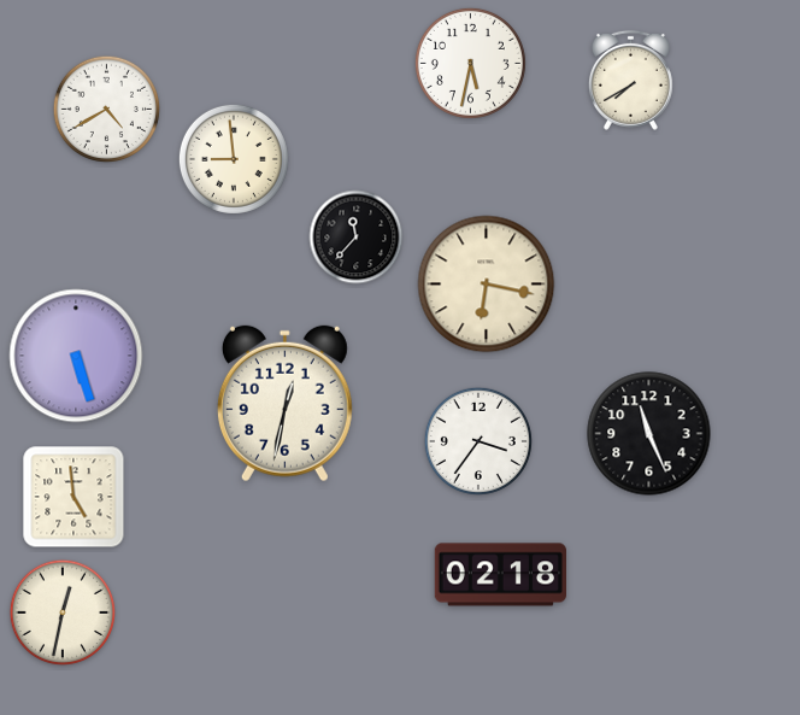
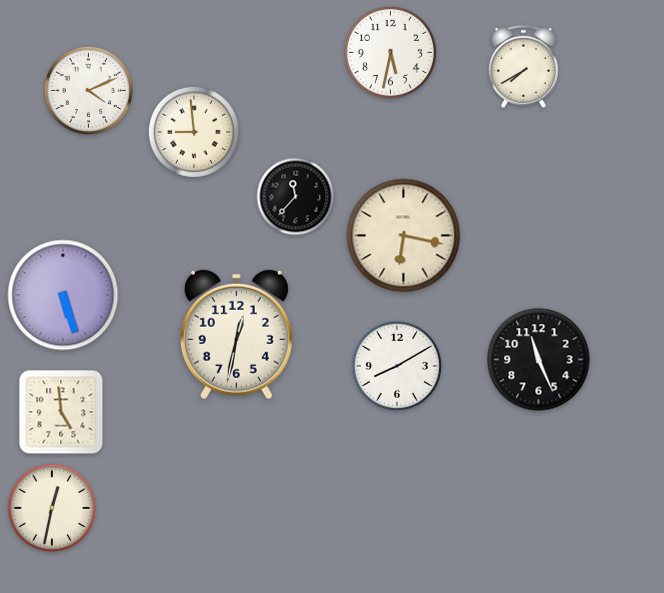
clock at (106, 109): 4:40 -> 4:11
clock at (478, 441): 3:36 -> 8:10
clock at (500, 575): 02:18 -> none
